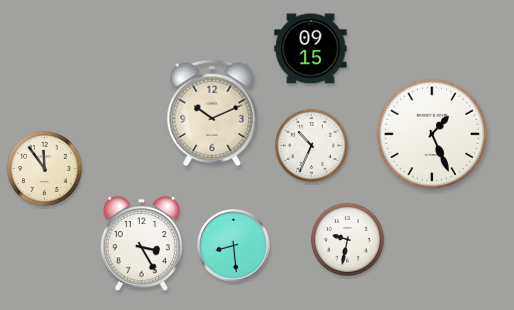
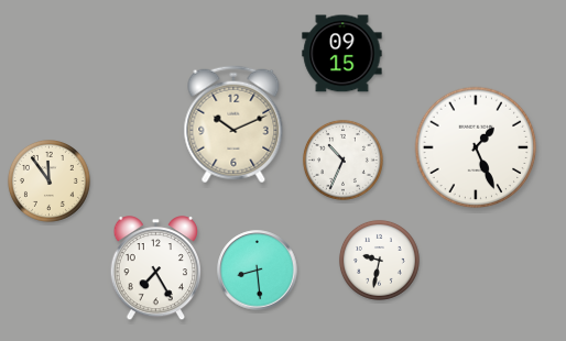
clock at (44, 168) position: (44, 168) -> (48, 180)
clock at (347, 239) position: (347, 239) -> (379, 260)
clock at (141, 245): 3:25 -> 7:25
